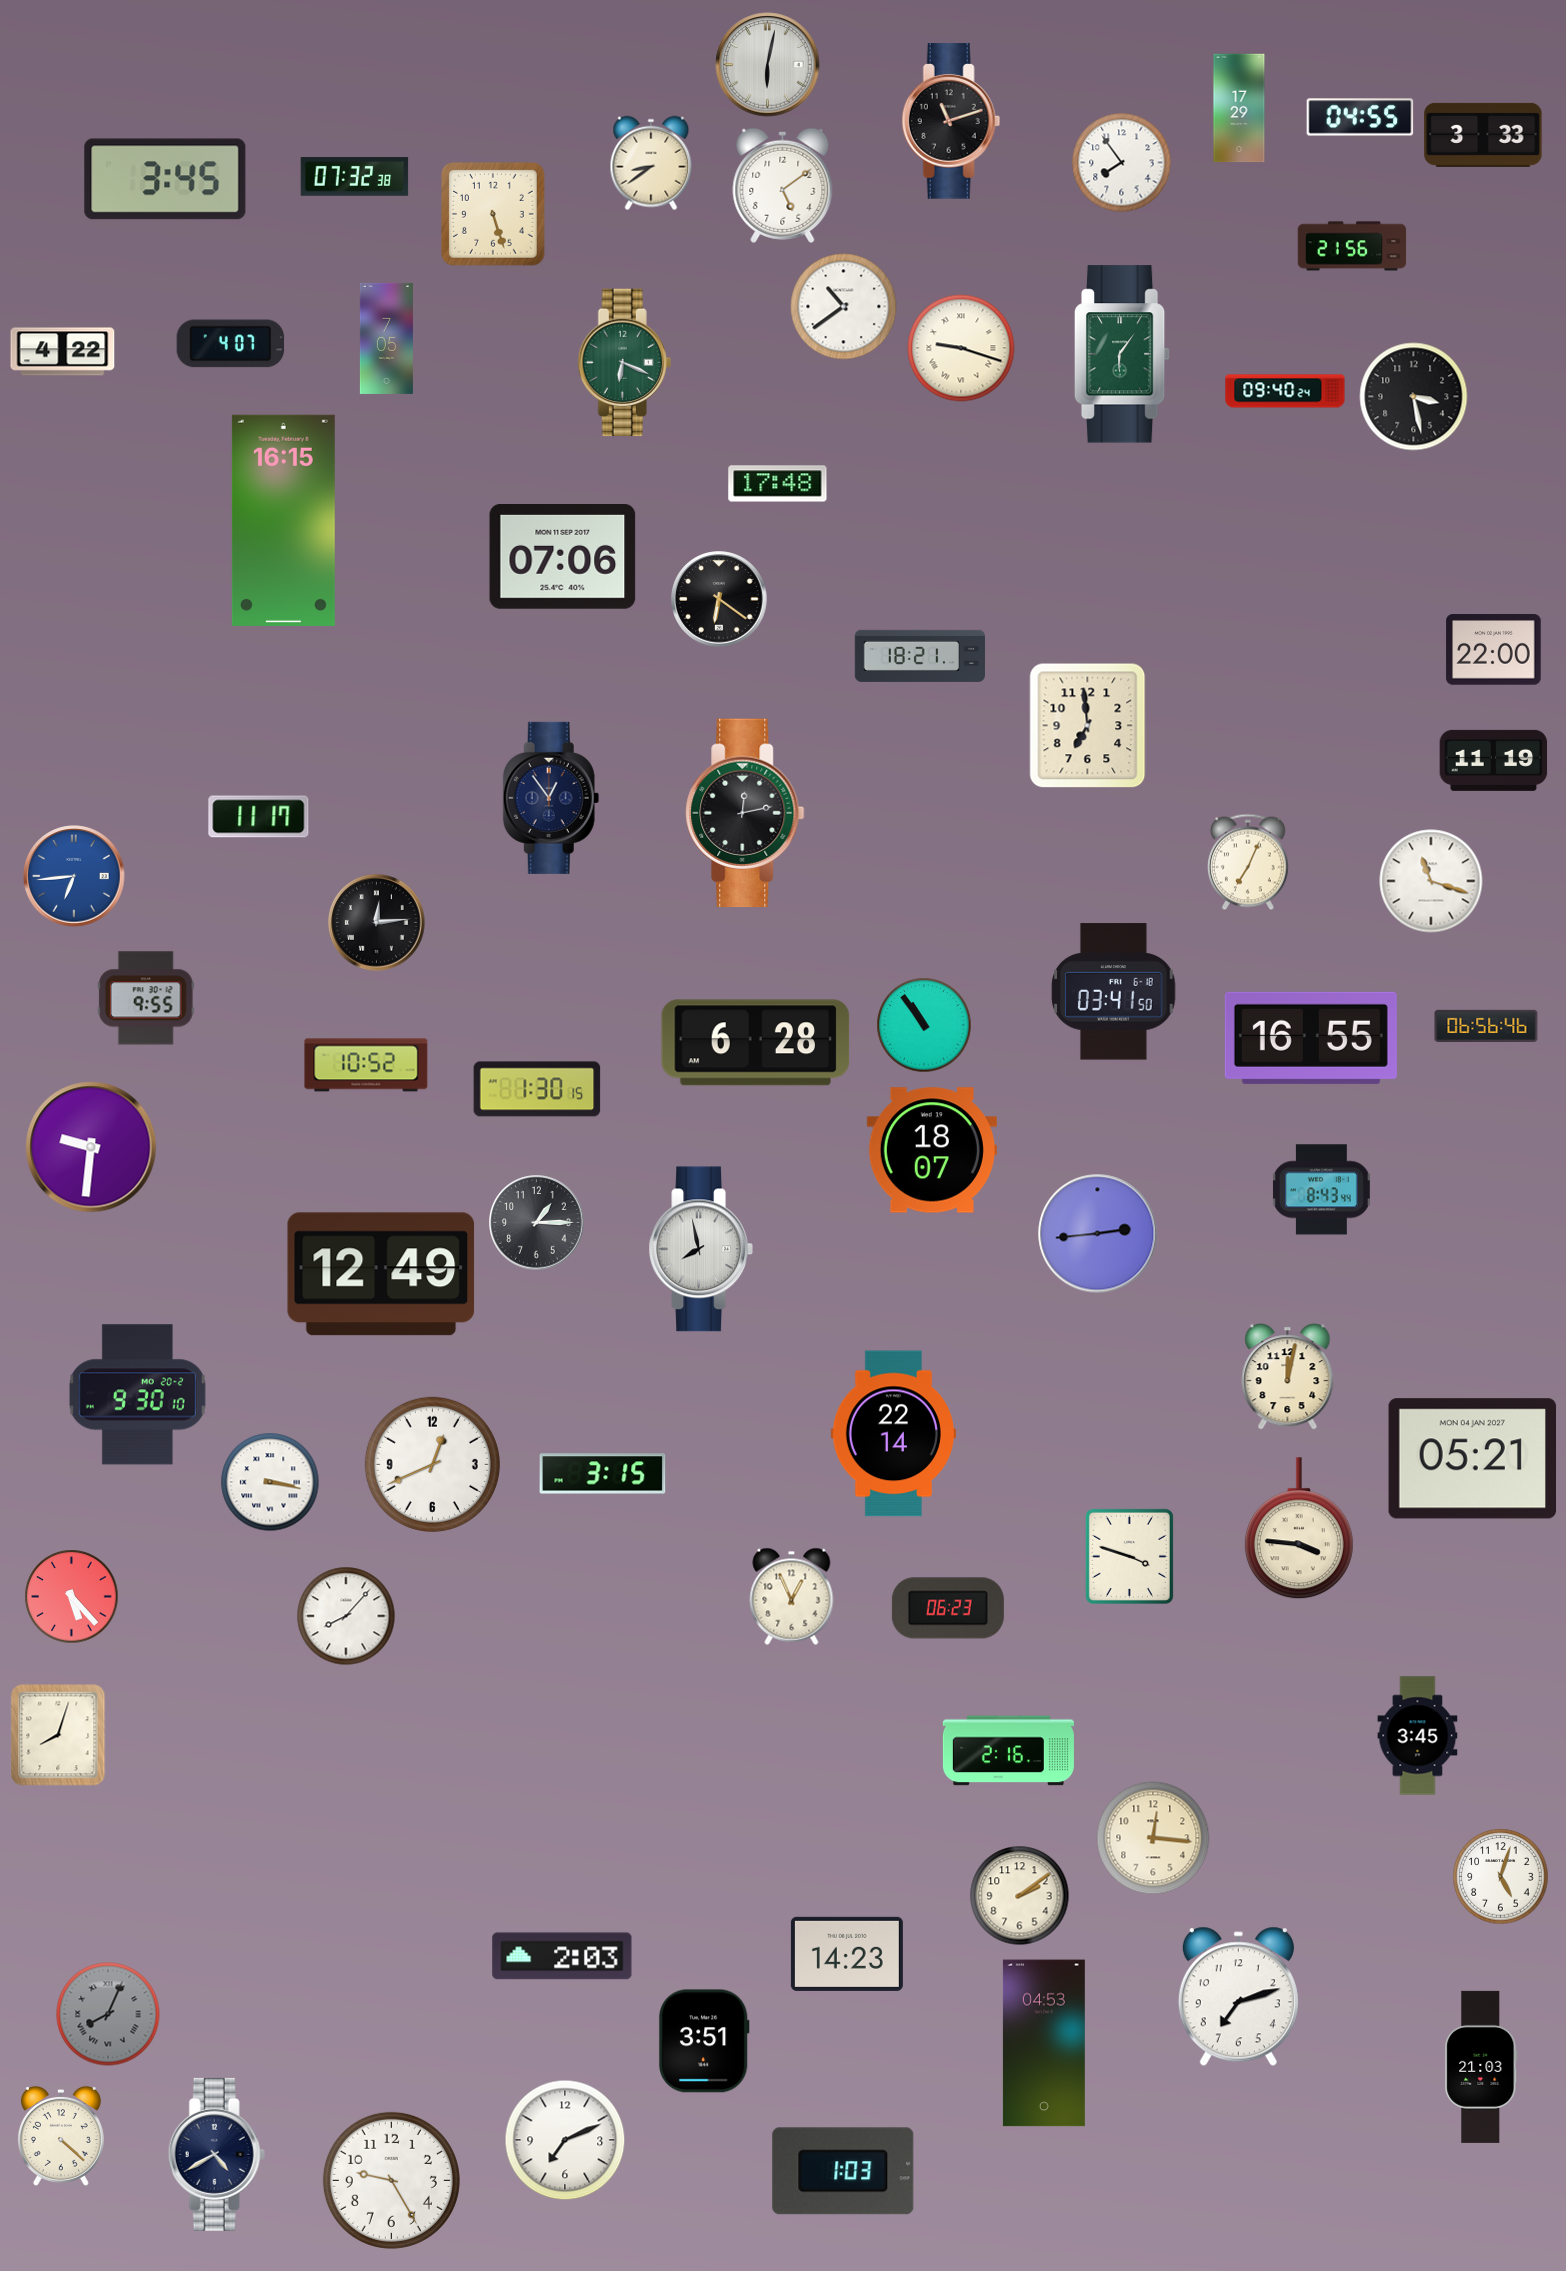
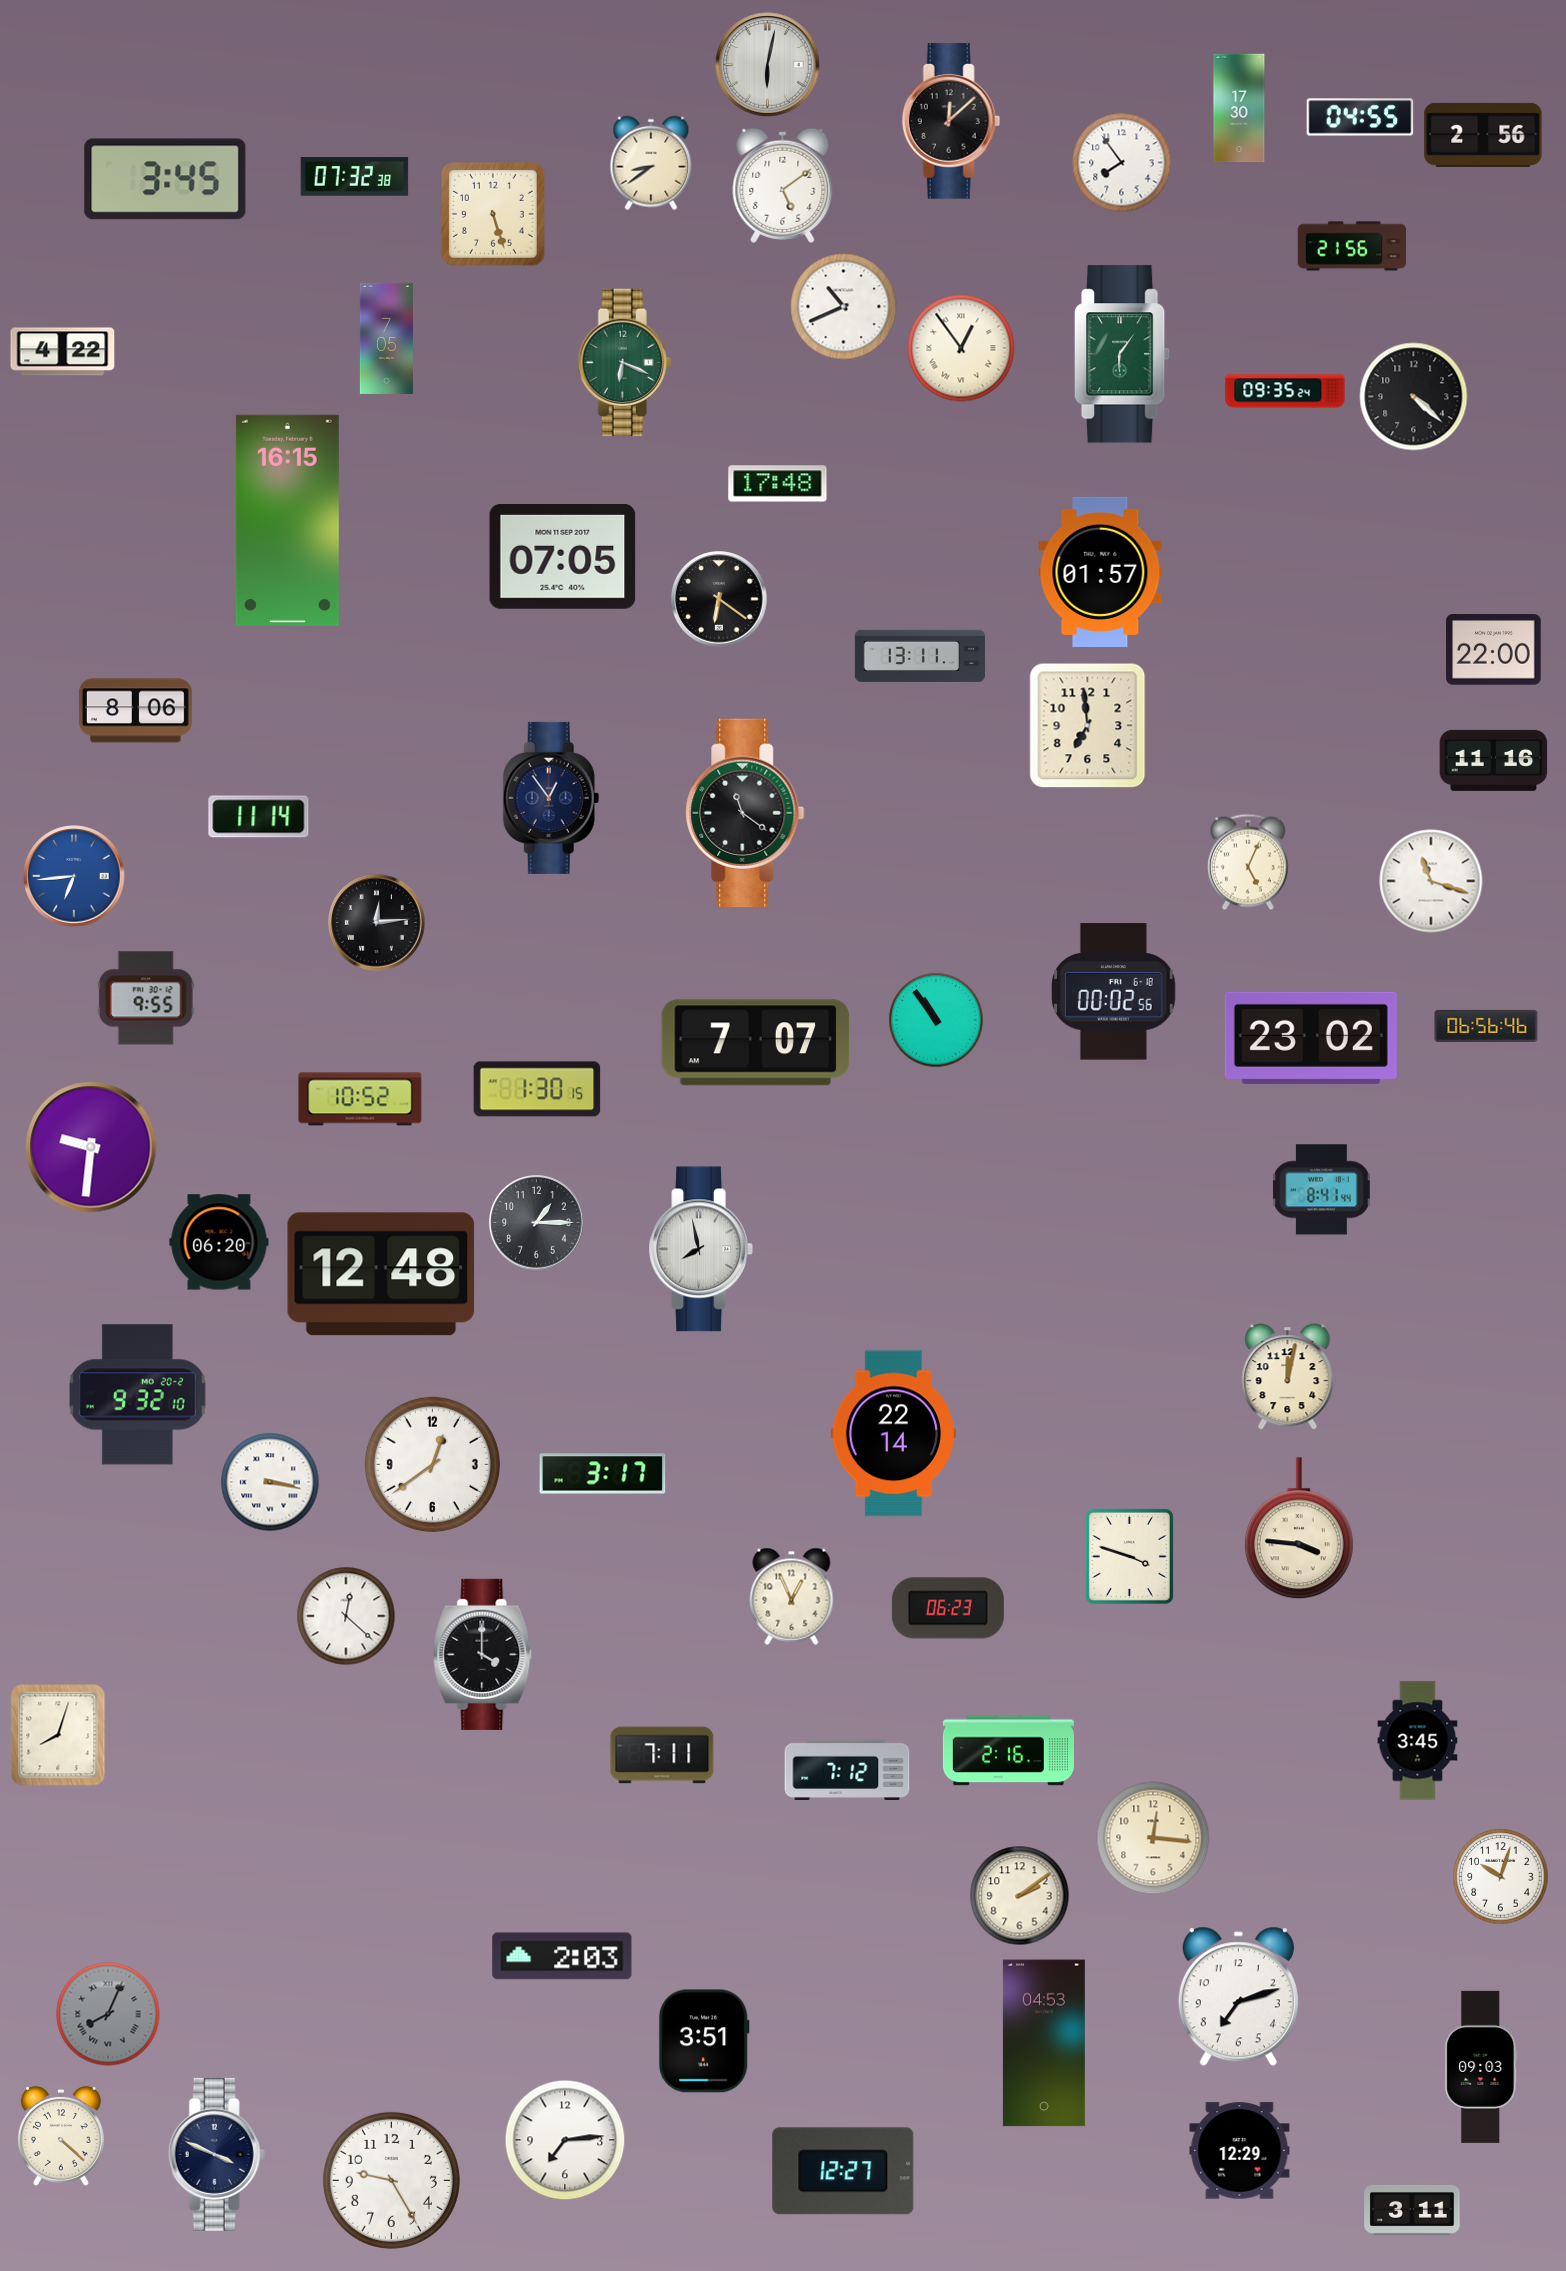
clock at (1239, 108): 17:29 -> 17:30
clock at (951, 121): 11:12 -> 12:08
clock at (1483, 135): 3:33 -> 2:56
clock at (844, 307): 10:39 -> 10:41
clock at (231, 344): 4:07 -> none
clock at (961, 348): 9:18 -> 12:54
clock at (1285, 391): 09:40 -> 09:35
clock at (1414, 397): 3:28 -> 4:22
clock at (283, 520) position: (283, 520) -> (287, 520)
clock at (563, 557): 07:06 -> 07:05
clock at (1100, 572): none -> 01:57
clock at (920, 656): 18:21 -> 13:11
clock at (135, 711): none -> 8:06
clock at (1494, 760): 11:19 -> 11:16
clock at (745, 813): 12:13 -> 11:21
clock at (259, 817): 11:17 -> 11:14
clock at (1248, 862): 7:04 -> 5:04
clock at (1114, 992): 03:41 -> 00:02
clock at (924, 1025) position: (924, 1025) -> (936, 1020)
clock at (1311, 1038): 16:55 -> 23:02
clock at (756, 1043): 6:28 -> 7:07
clock at (366, 1065) position: (366, 1065) -> (360, 1099)
clock at (932, 1150): 18:07 -> none
clock at (1321, 1190): 8:43 -> 8:41
clock at (1098, 1234): 2:44 -> none
clock at (219, 1242): none -> 06:20
clock at (381, 1274): 12:49 -> 12:48
clock at (137, 1395): 9:30 -> 9:32
clock at (1473, 1459): 05:21 -> none
clock at (432, 1464): 12:41 -> 12:39
clock at (603, 1474): 3:15 -> 3:17
clock at (72, 1597): 5:23 -> none
clock at (346, 1616): 8:07 -> 12:22
clock at (483, 1654): none -> 4:00
clock at (1418, 1736) position: (1418, 1736) -> (1418, 1741)
clock at (662, 1755): none -> 7:11
clock at (847, 1769): none -> 7:12
clock at (1501, 1877): 5:03 -> 10:03
clock at (847, 1954): 14:23 -> none
clock at (1481, 2067): 21:03 -> 09:03
clock at (565, 2140): 7:11 -> 7:14
clock at (1240, 2151): none -> 12:29
clock at (216, 2154): 4:40 -> 3:49
clock at (843, 2171): 1:03 -> 12:27
clock at (1412, 2210): none -> 3:11
